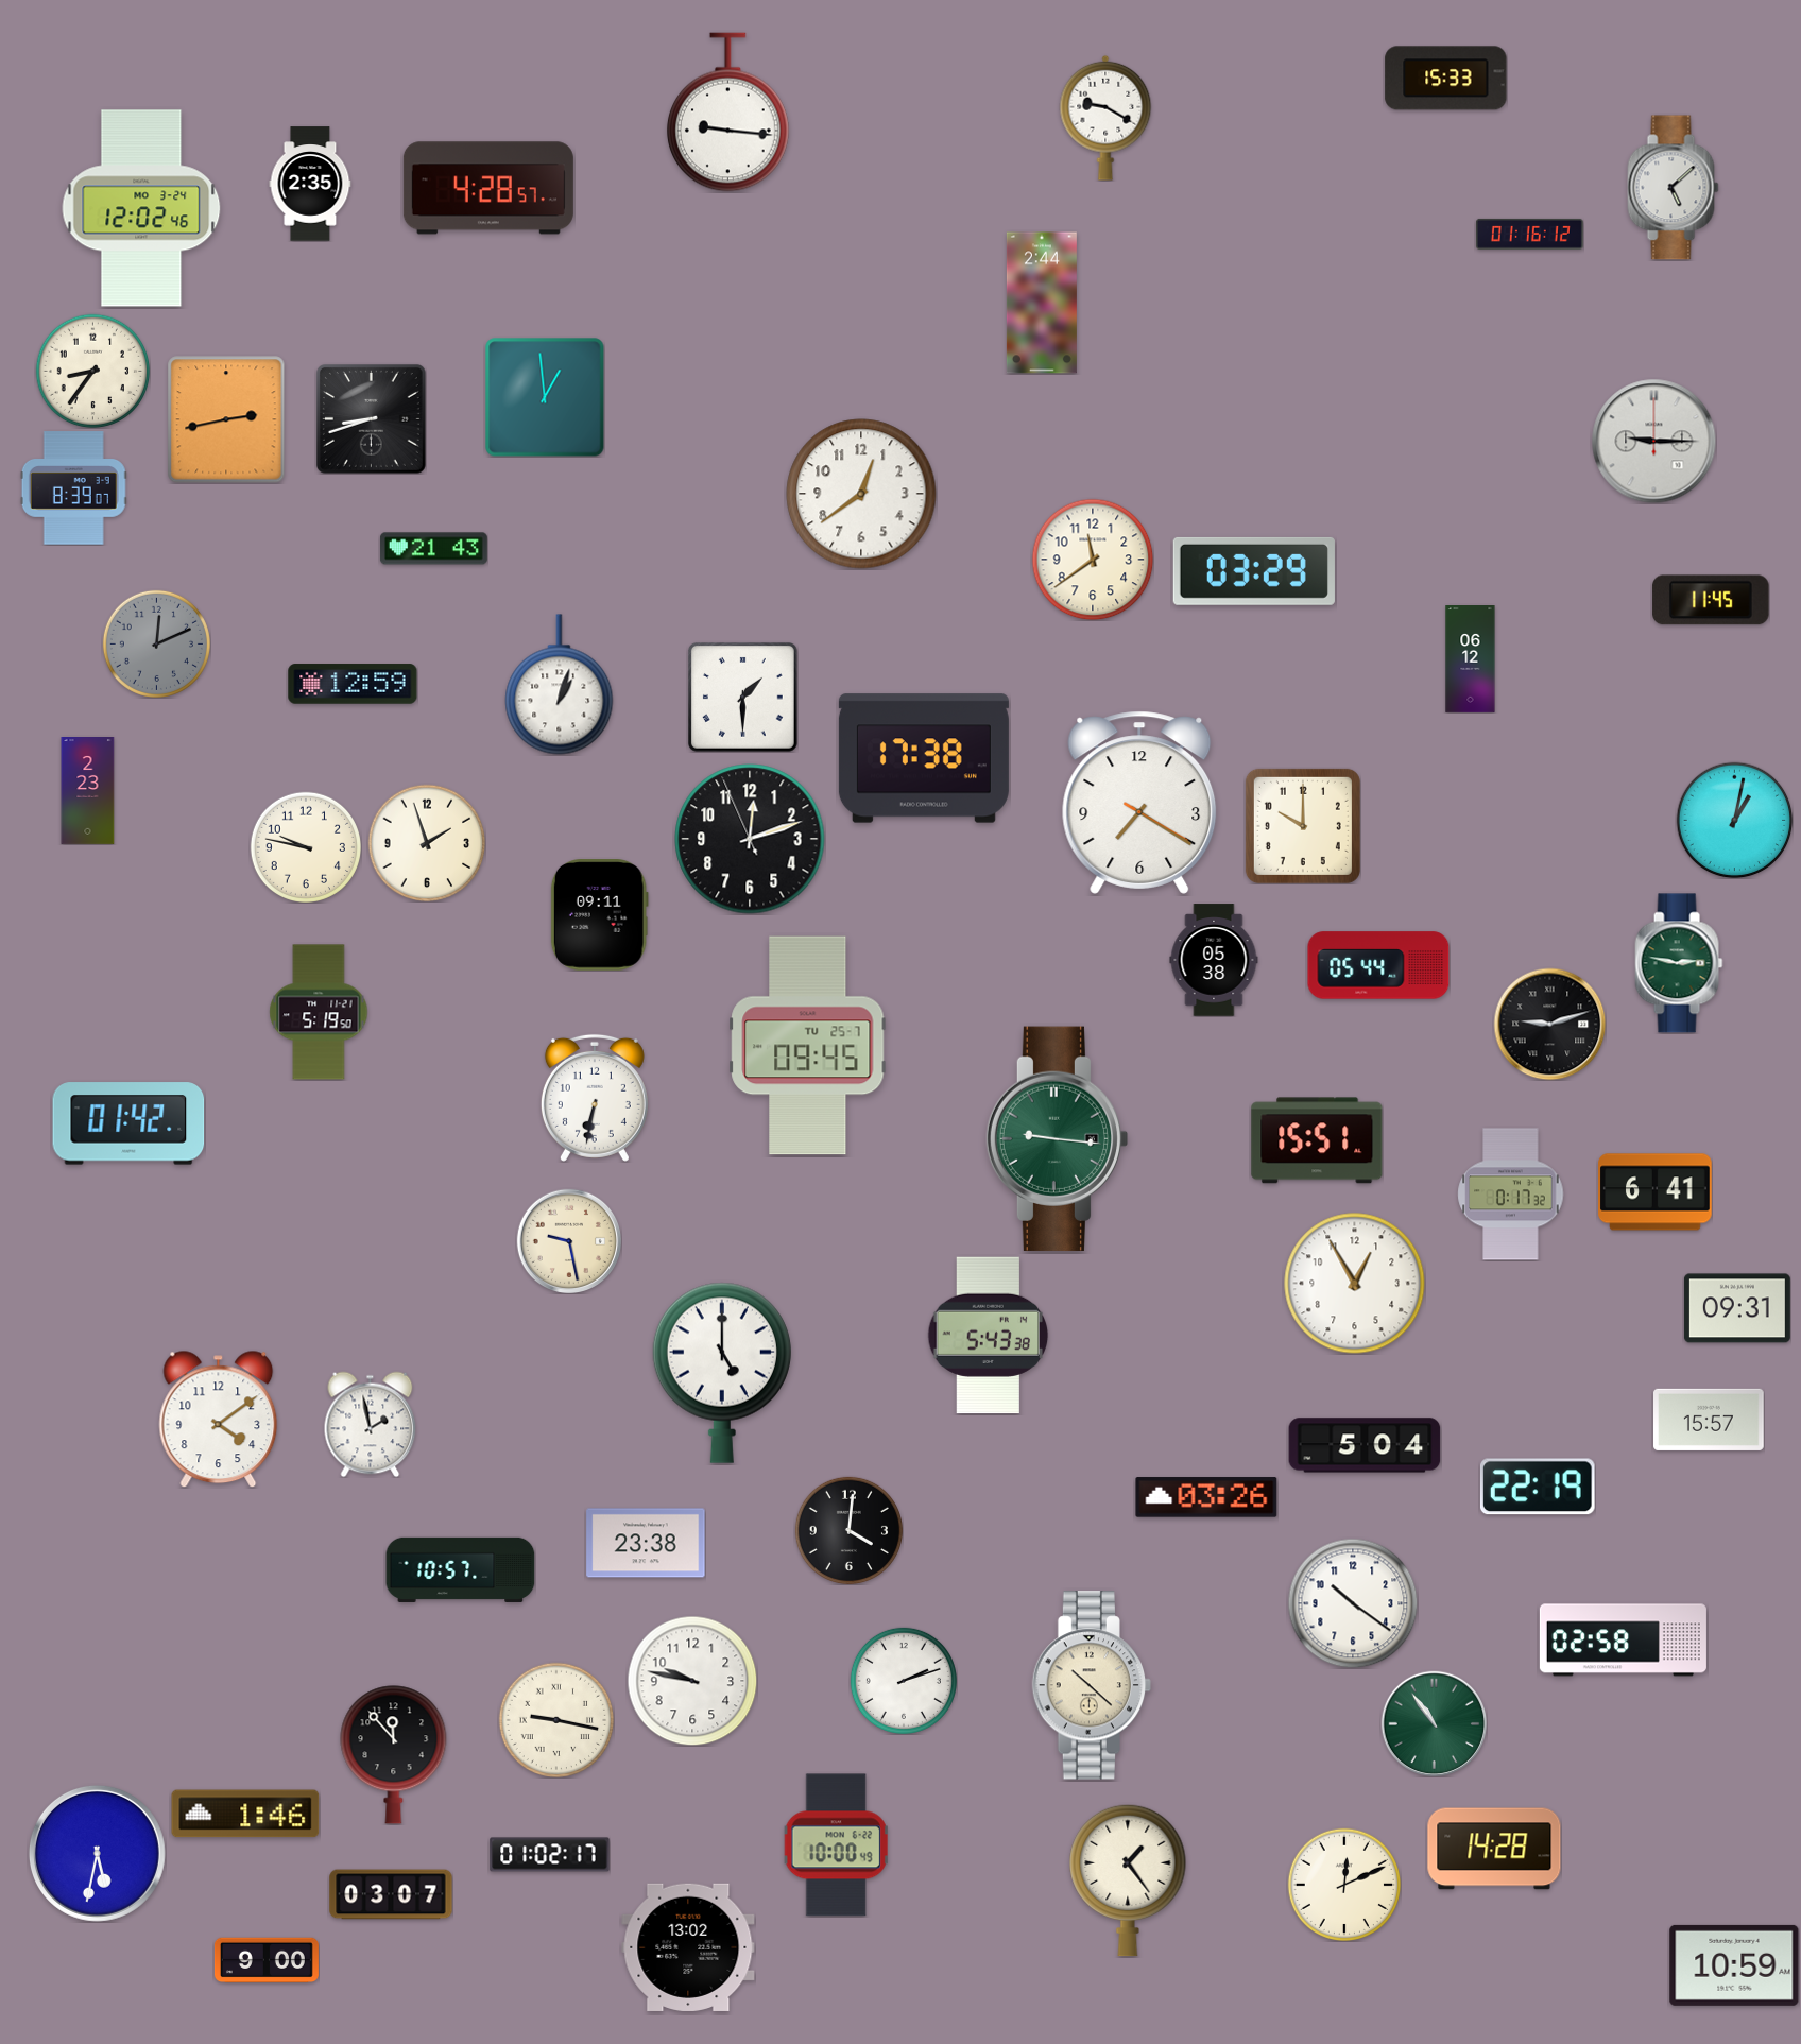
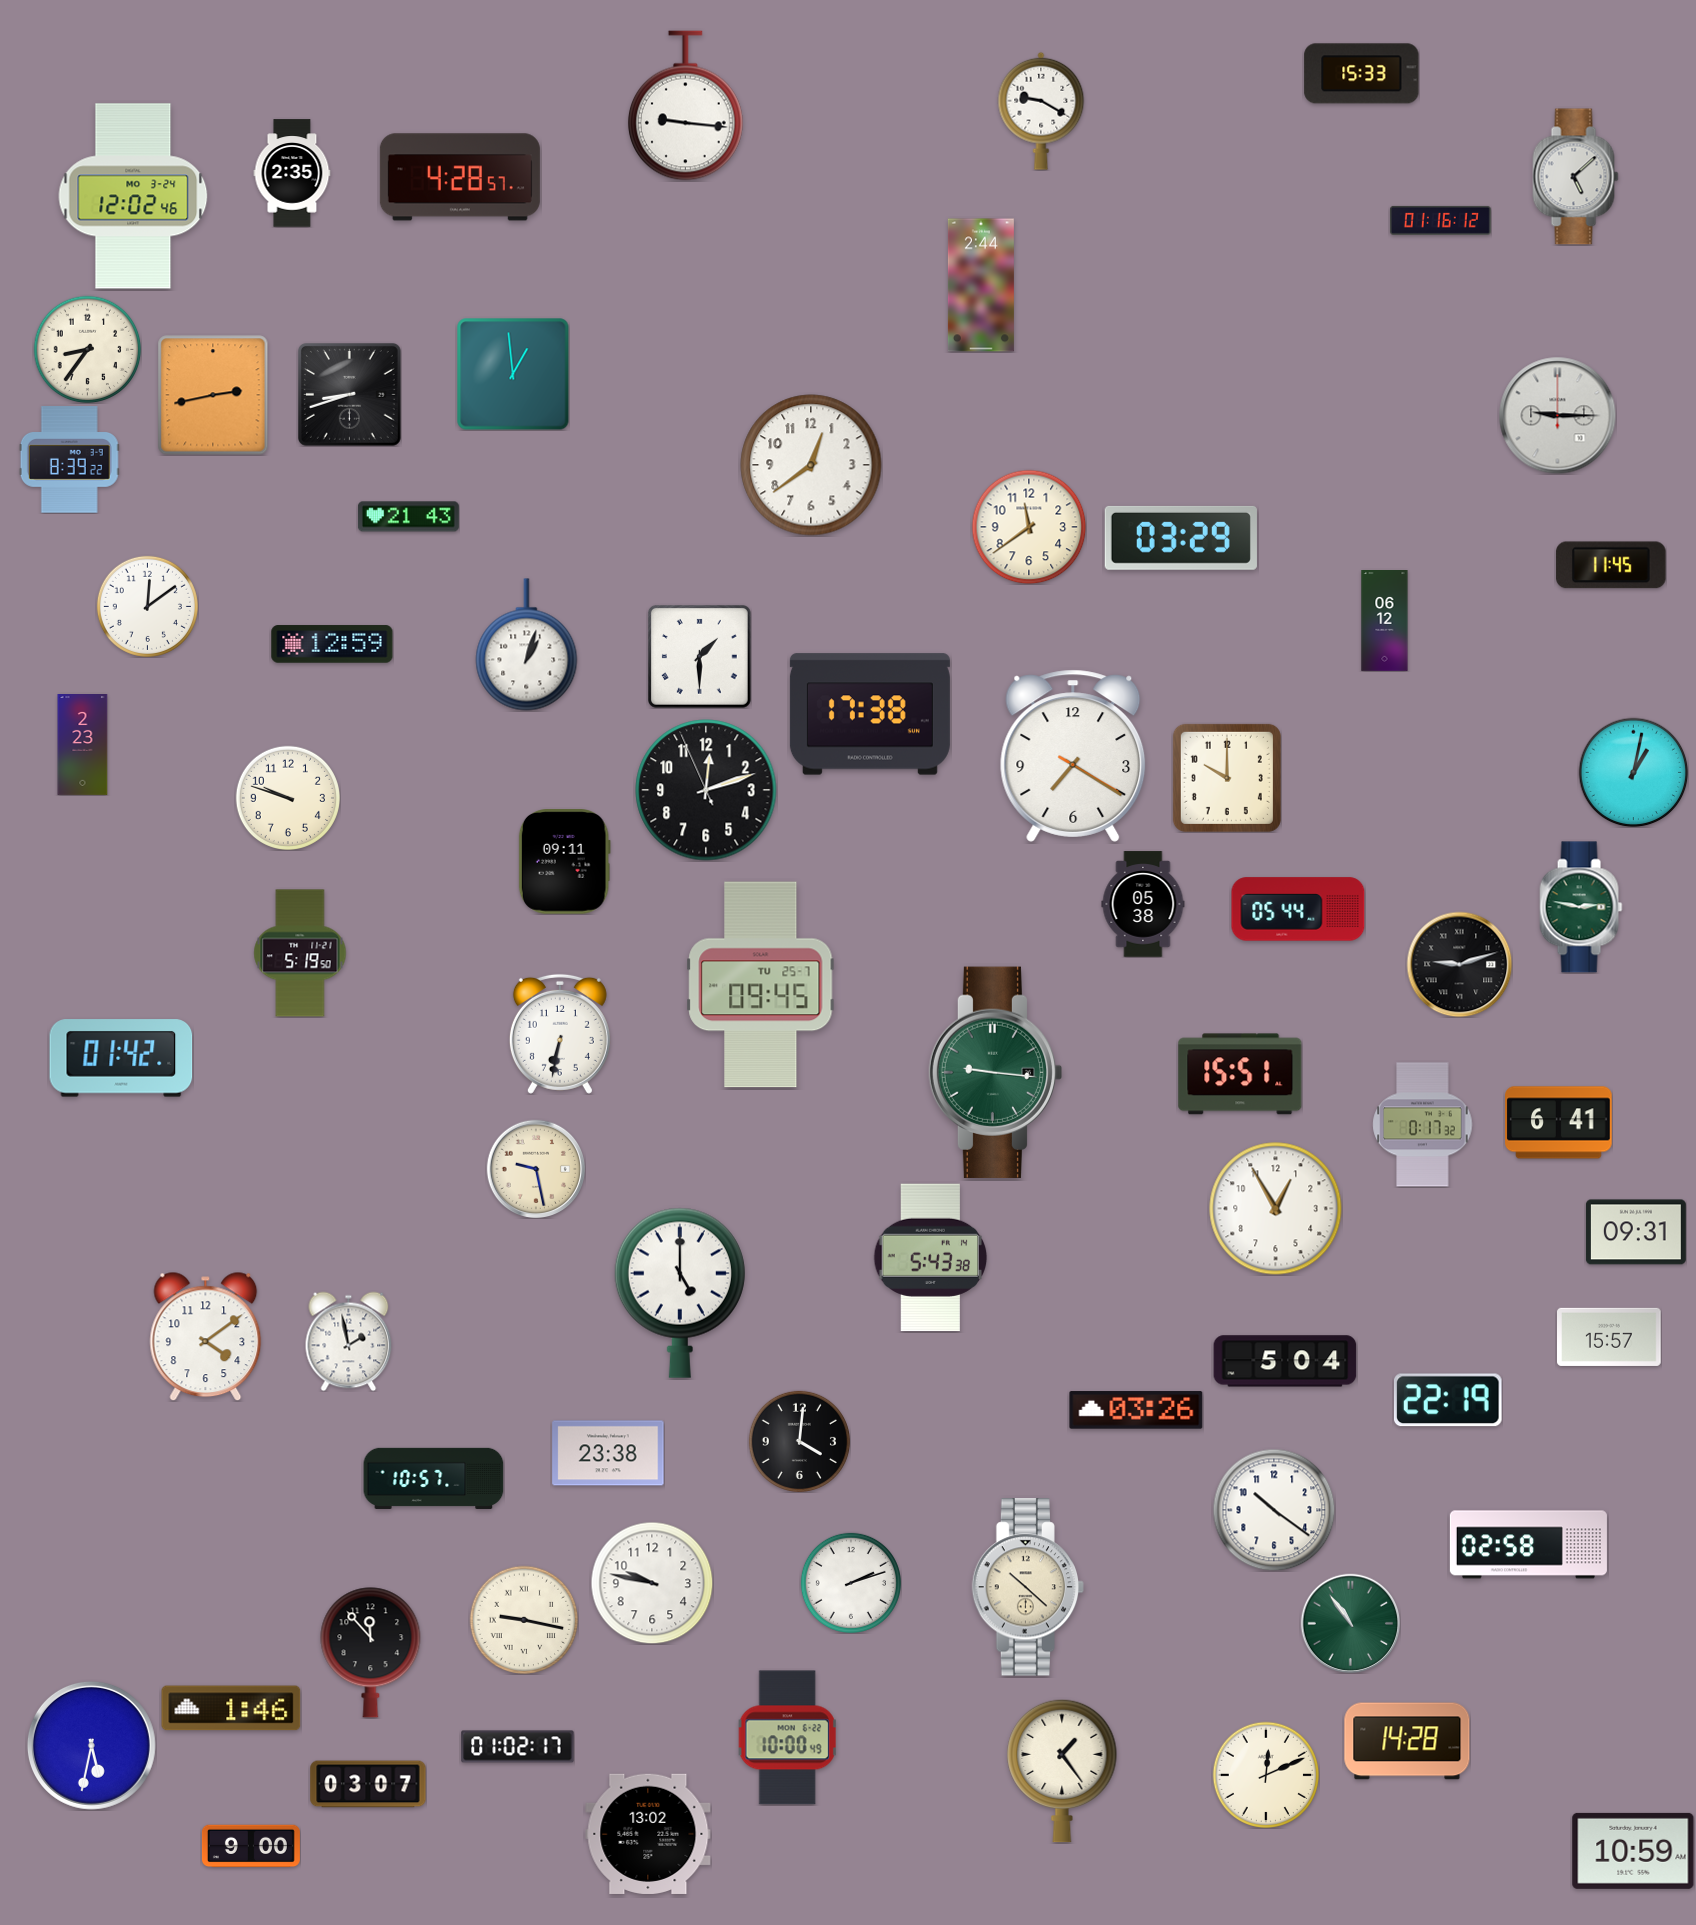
clock at (73, 488): 8:39:07 -> 8:39:22
clock at (156, 643): 12:11 -> 12:09
clock at (156, 643) dial: grey -> white
clock at (427, 843): 1:57 -> none
clock at (305, 846): 9:47 -> 9:48
